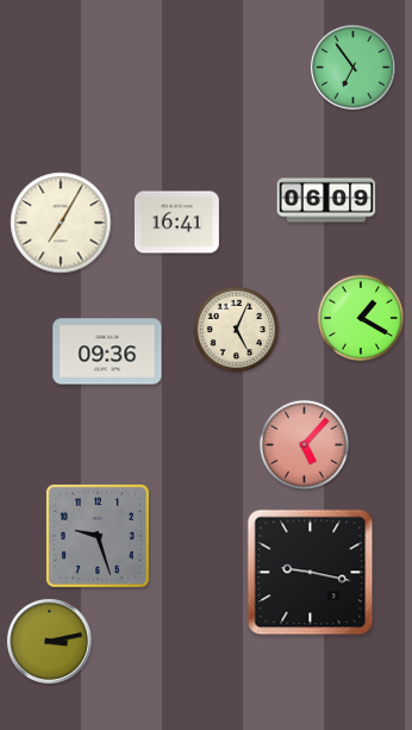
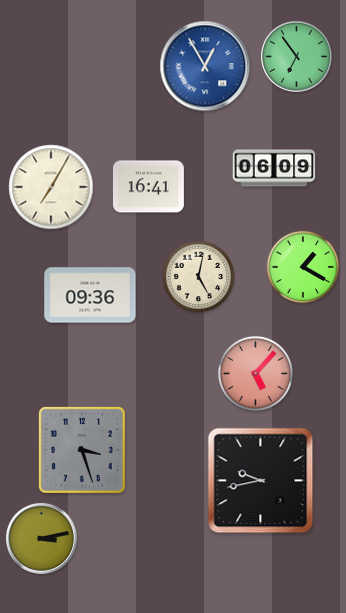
clock at (205, 66): none -> 12:55
clock at (237, 330): 5:04 -> 5:02
clock at (98, 536): 9:27 -> 3:27
clock at (311, 573): 9:17 -> 9:43
